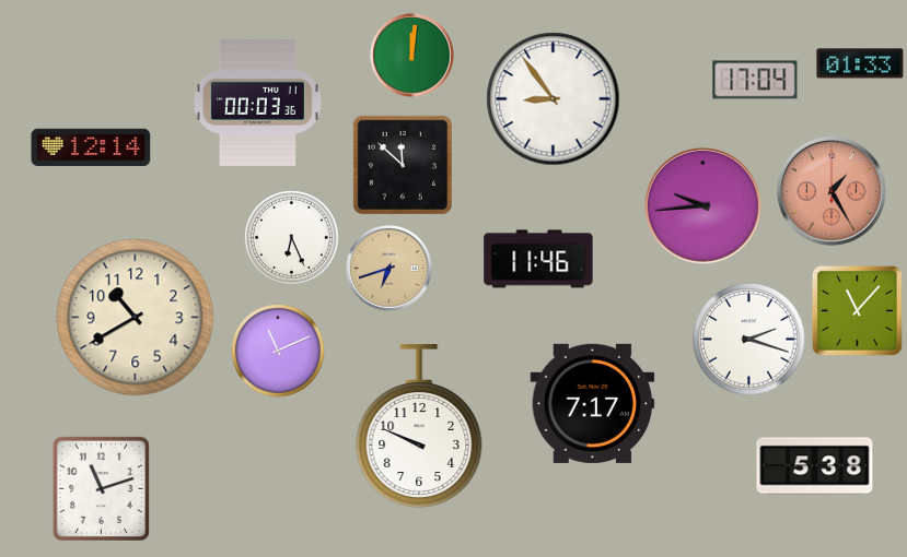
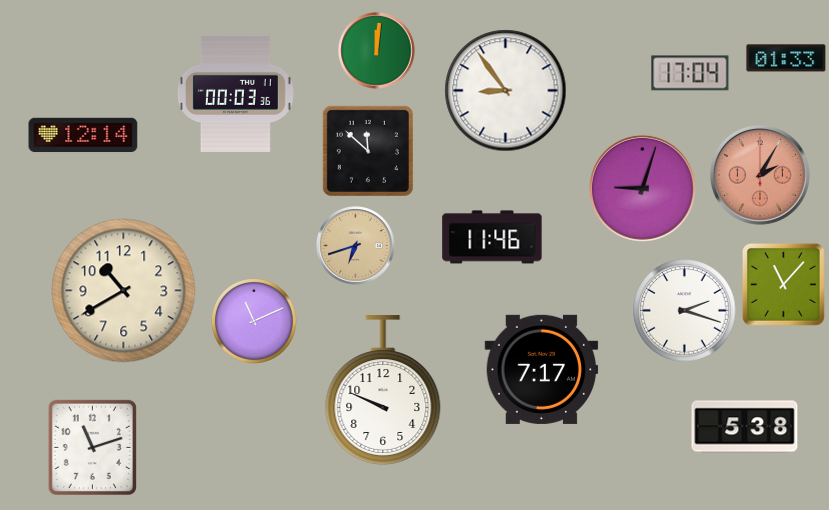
clock at (832, 191): 1:25 -> 2:05
clock at (702, 205): 9:44 -> 9:03
clock at (292, 238): 6:26 -> none
